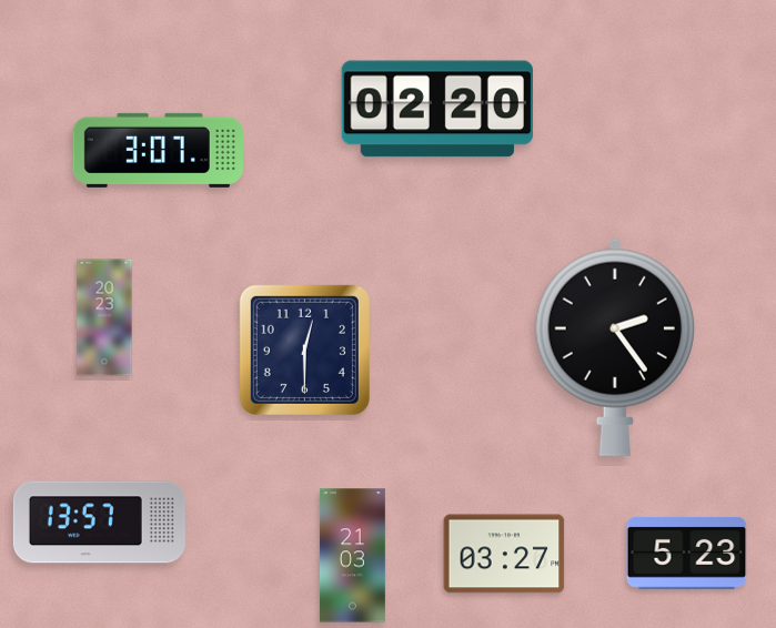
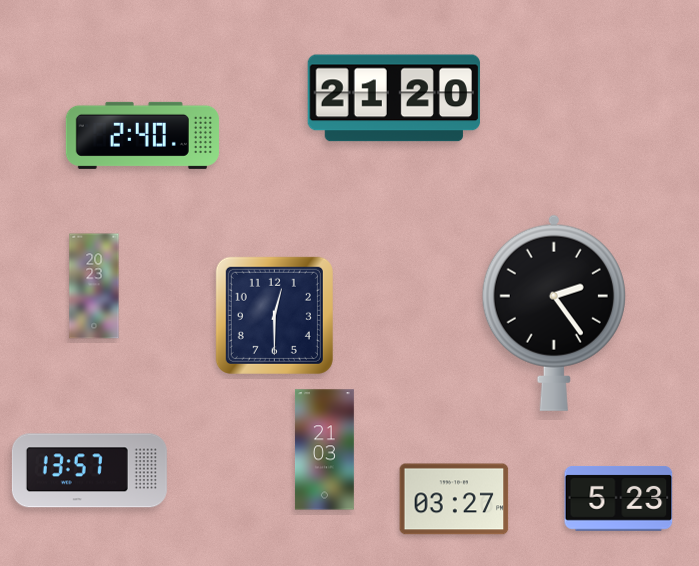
clock at (437, 109): 02:20 -> 21:20
clock at (158, 150): 3:07 -> 2:40
clock at (352, 556) position: (352, 556) -> (324, 450)
